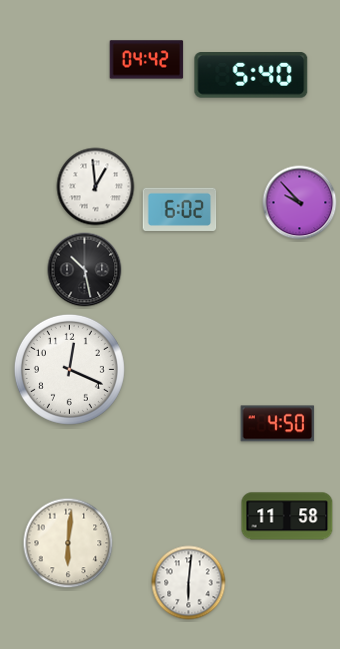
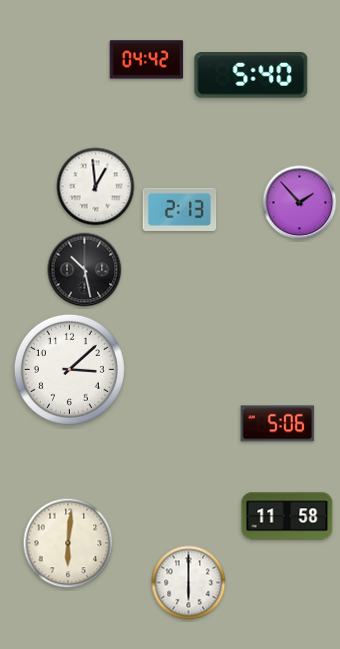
clock at (300, 203): 9:53 -> 1:53
clock at (180, 209): 6:02 -> 2:13
clock at (69, 369): 12:19 -> 3:08
clock at (278, 424): 4:50 -> 5:06
clock at (189, 583): 6:01 -> 6:00
